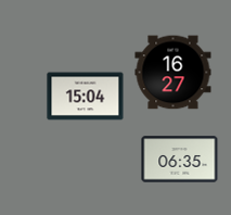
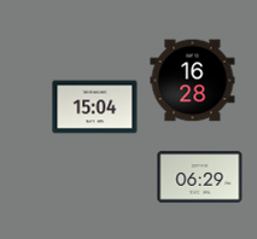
clock at (174, 73): 16:27 -> 16:28
clock at (180, 160): 06:35 -> 06:29
